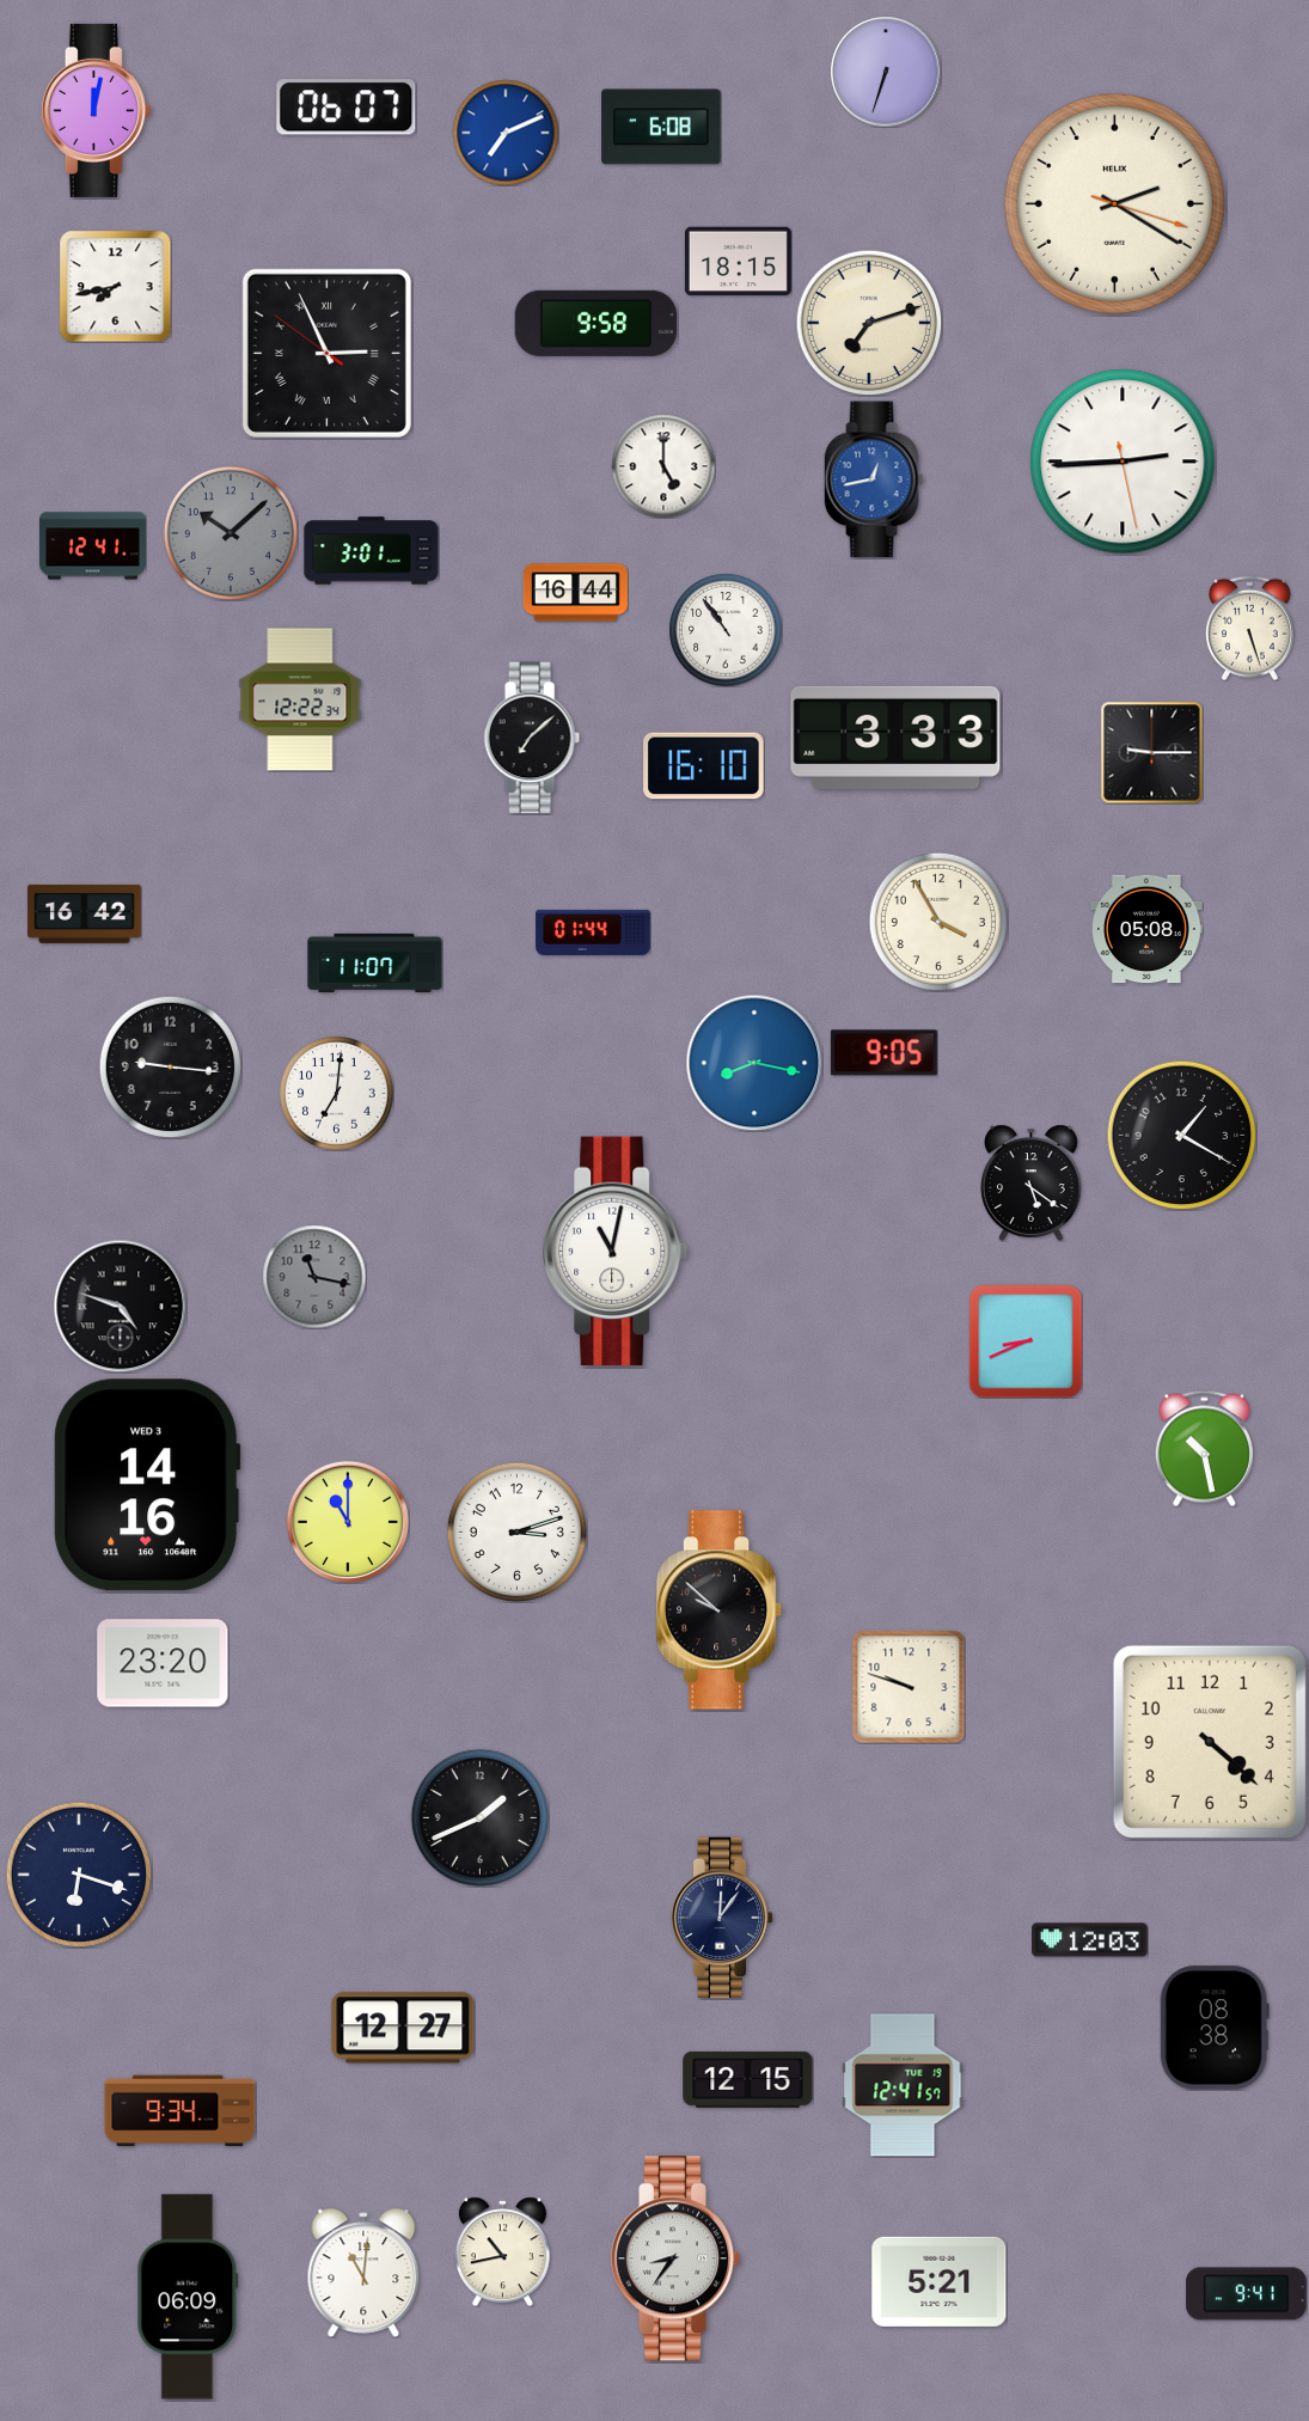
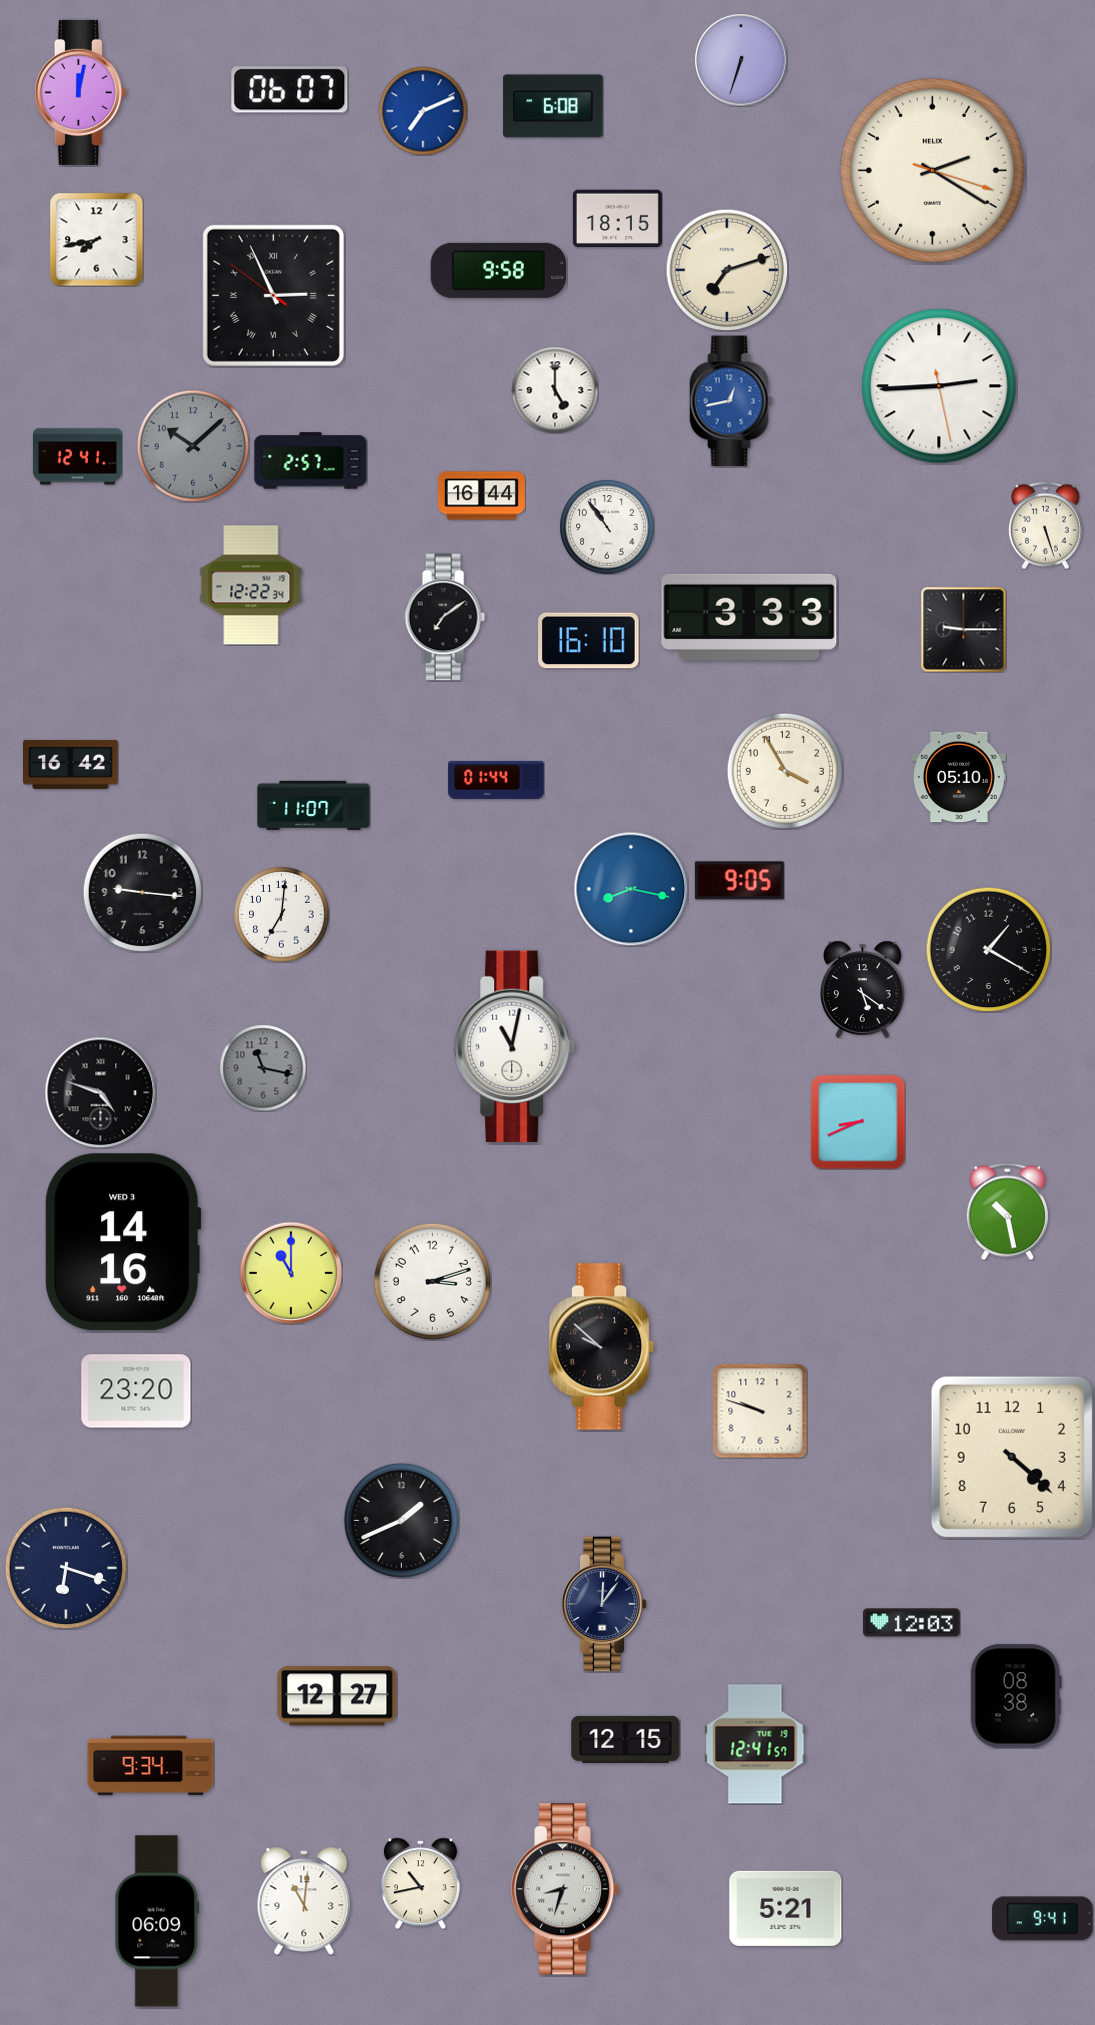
clock at (372, 551): 3:01 -> 2:57
clock at (532, 738): 7:08 -> 7:09
clock at (1148, 929): 05:08 -> 05:10
clock at (675, 2258): 8:36 -> 8:33
